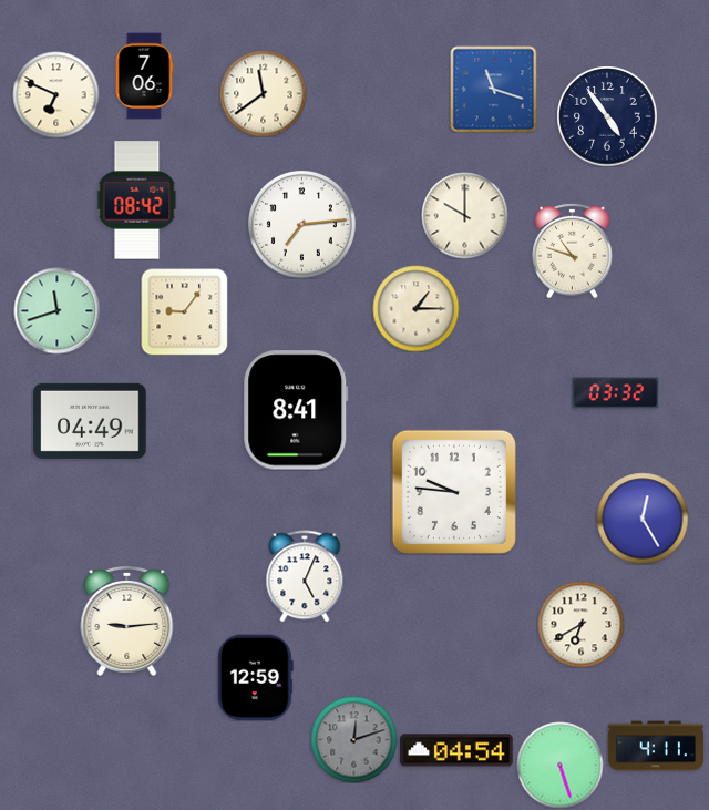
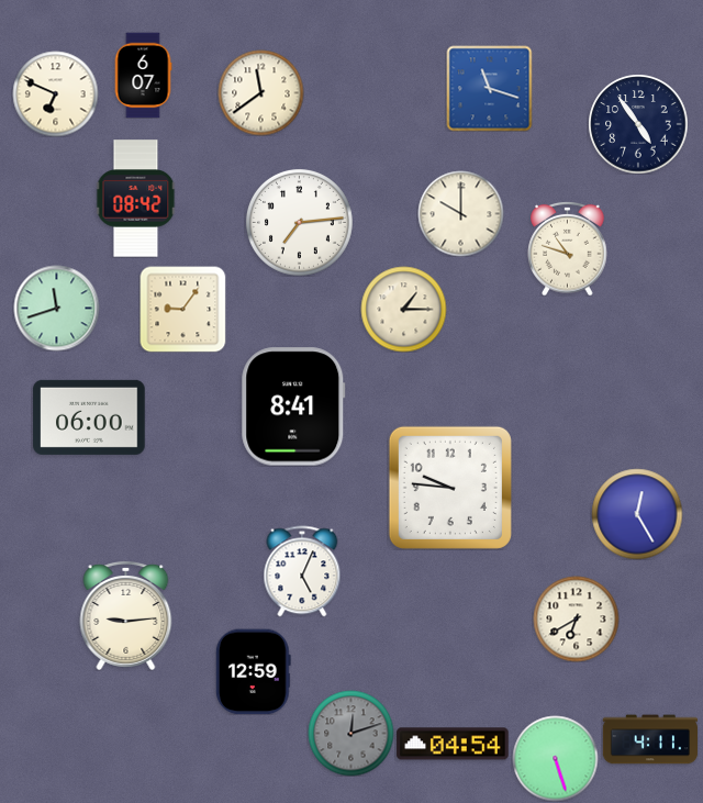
clock at (144, 75): 7:06 -> 6:07
clock at (607, 116) position: (607, 116) -> (638, 124)
clock at (415, 308) position: (415, 308) -> (403, 309)
clock at (615, 393): 03:32 -> none
clock at (90, 421): 04:49 -> 06:00
